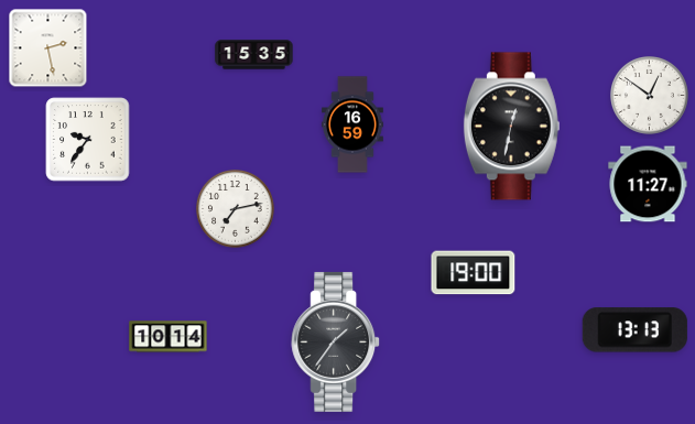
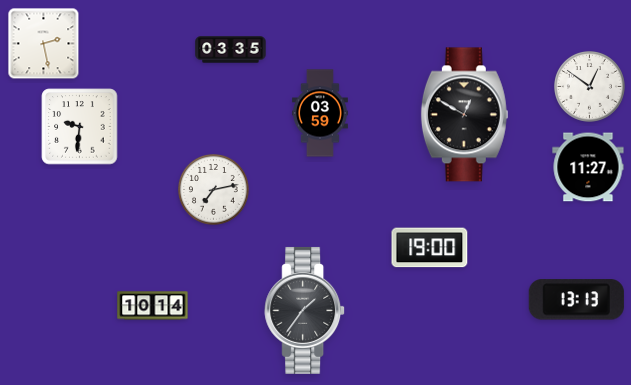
clock at (254, 55): 15:35 -> 03:35
clock at (352, 124): 16:59 -> 03:59
clock at (511, 127): 12:32 -> 12:50
clock at (88, 140): 9:36 -> 9:31
